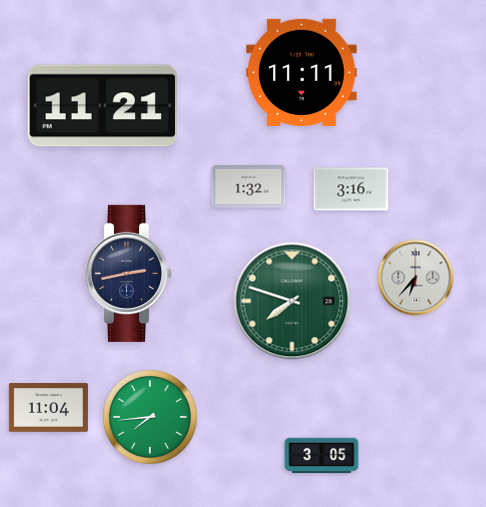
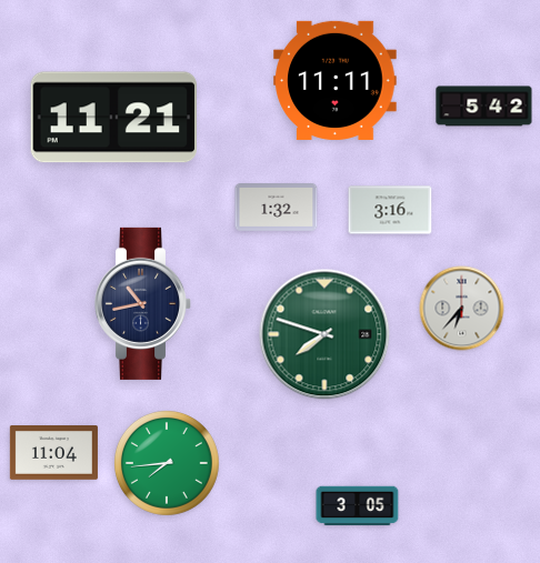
clock at (484, 107): none -> 5:42
clock at (128, 273): 2:43 -> 10:43
